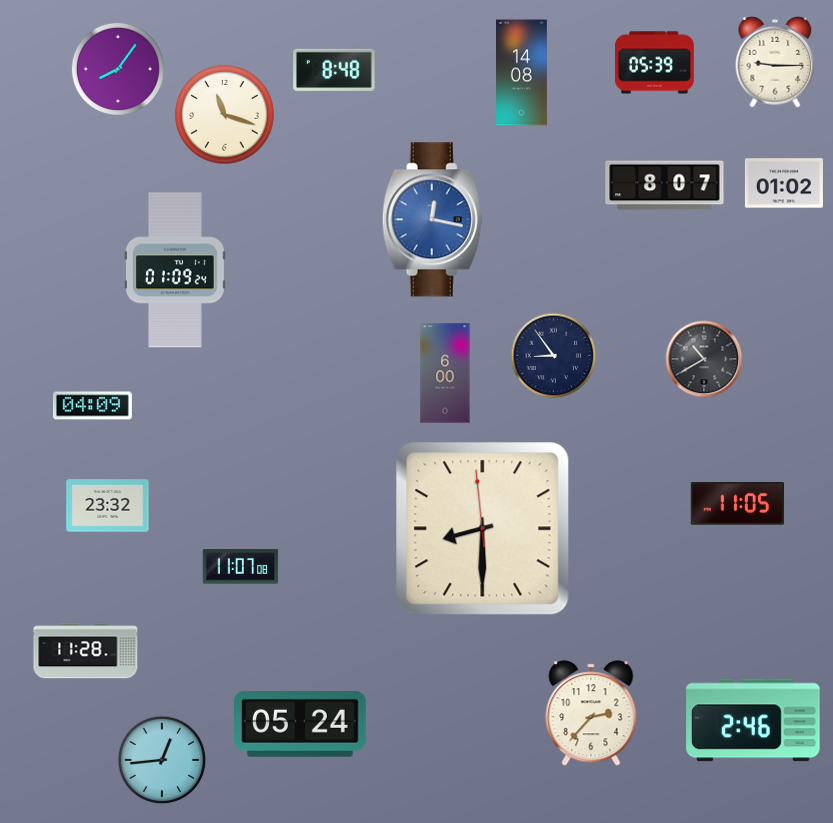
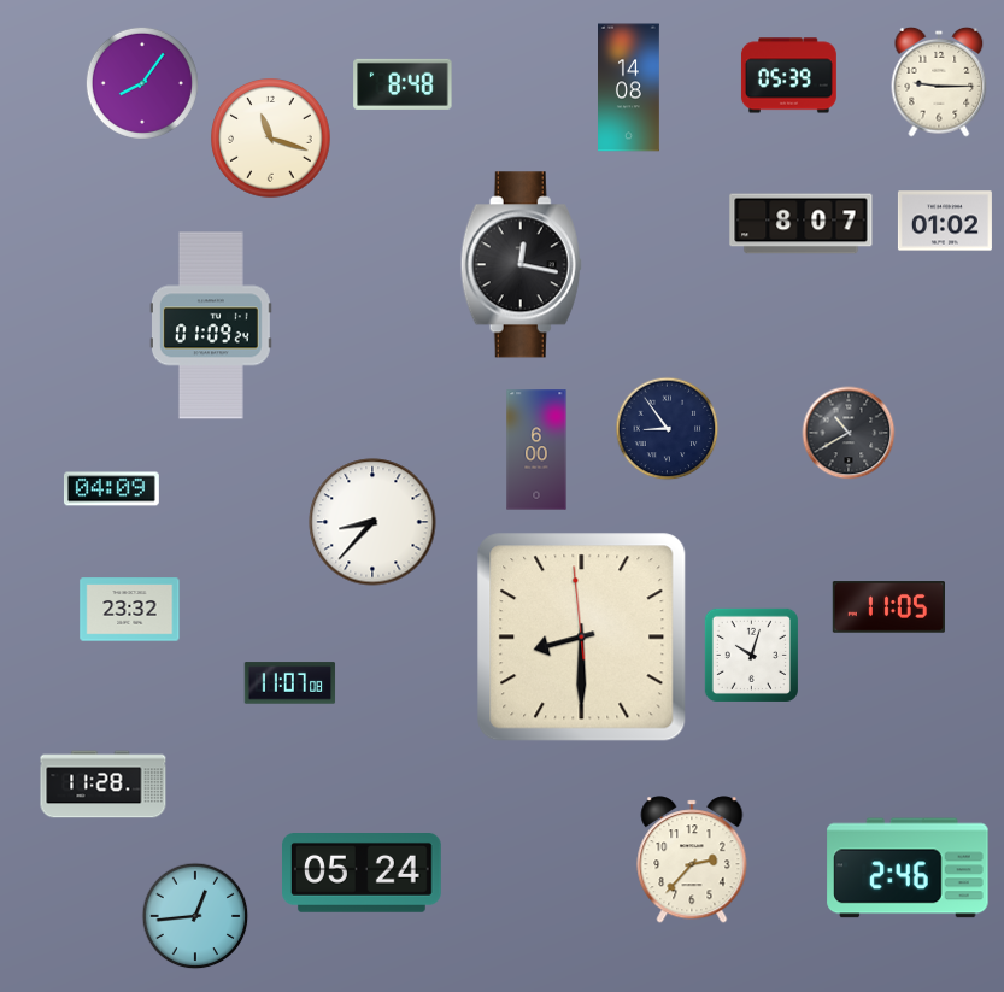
clock at (775, 62) position: (775, 62) -> (939, 82)
clock at (432, 220) dial: blue -> black
clock at (372, 522): none -> 8:37
clock at (751, 655): none -> 10:03
clock at (591, 713) position: (591, 713) -> (692, 859)
